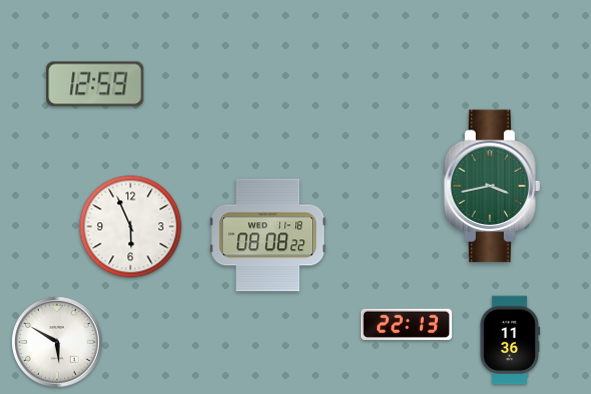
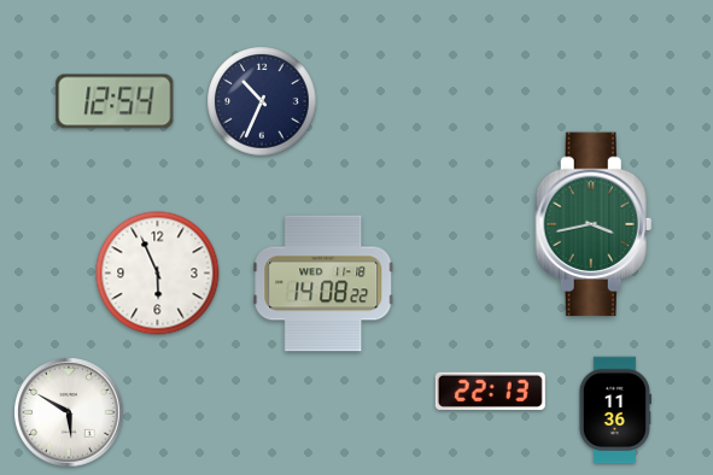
clock at (95, 84): 12:59 -> 12:54
clock at (262, 101): none -> 10:34
clock at (268, 235): 08:08 -> 14:08
